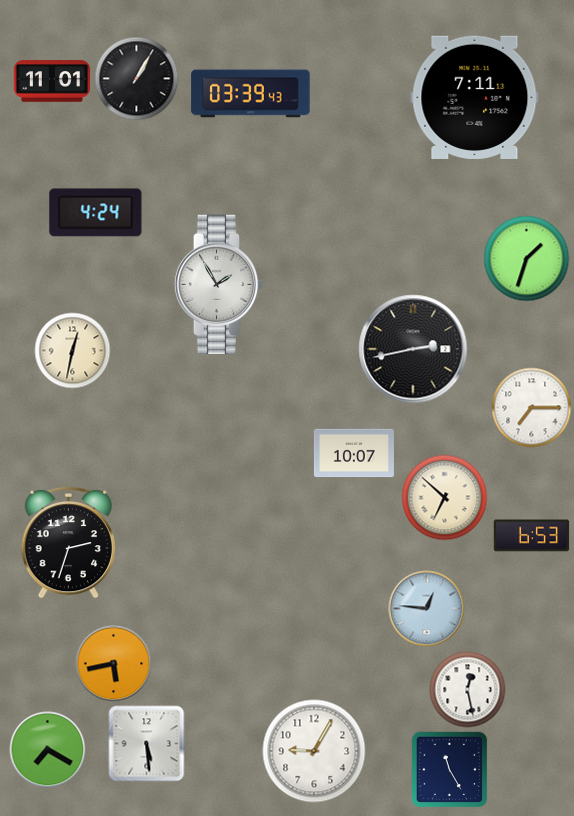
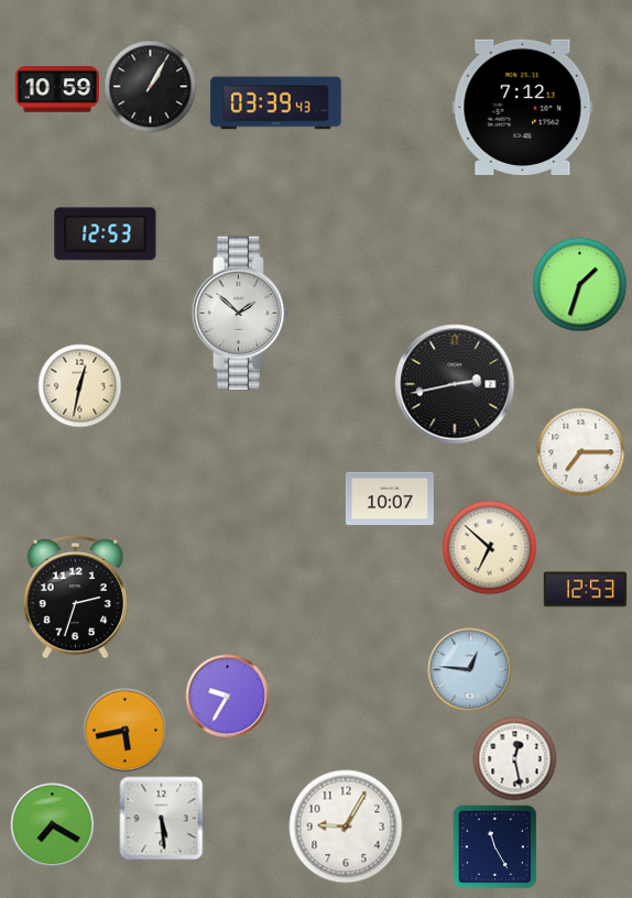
clock at (52, 81): 11:01 -> 10:59
clock at (475, 97): 7:11 -> 7:12
clock at (96, 213): 4:24 -> 12:53
clock at (219, 284): 1:55 -> 1:52
clock at (532, 408) position: (532, 408) -> (581, 452)
clock at (532, 536): 6:53 -> 12:53
clock at (228, 697): none -> 9:35
